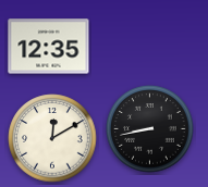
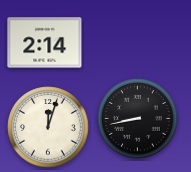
clock at (49, 47): 12:35 -> 2:14
clock at (52, 138): 12:10 -> 12:03
